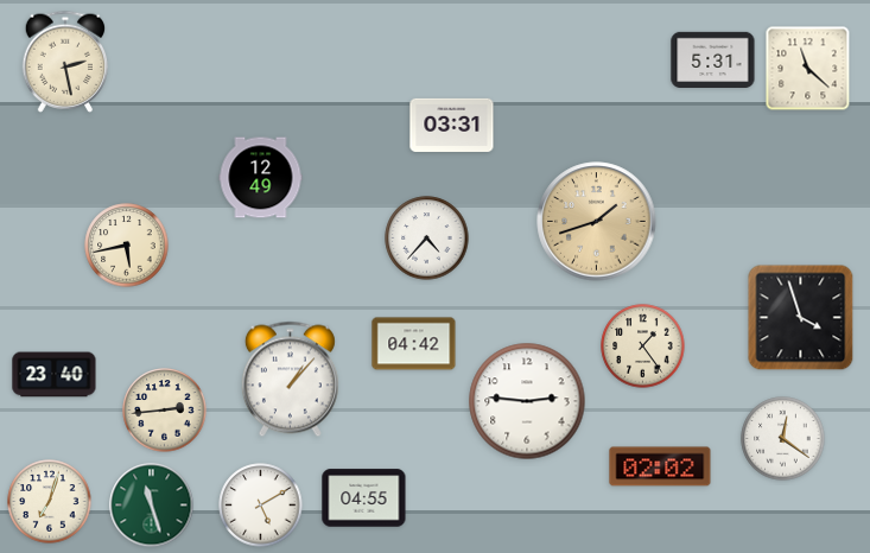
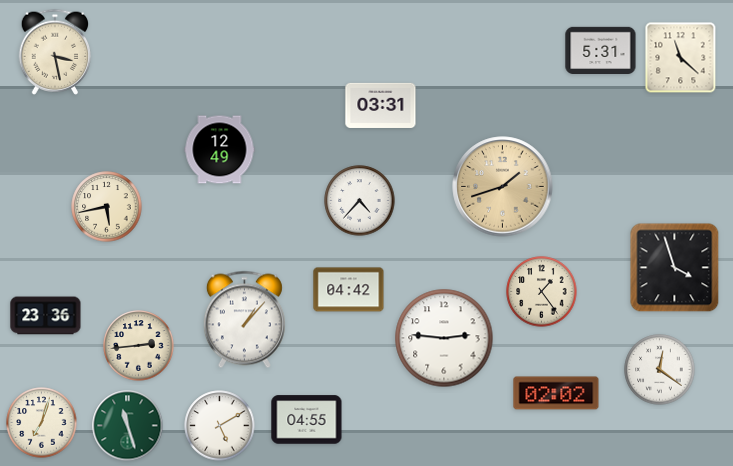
clock at (65, 62): 2:28 -> 3:28
clock at (55, 375): 23:40 -> 23:36
